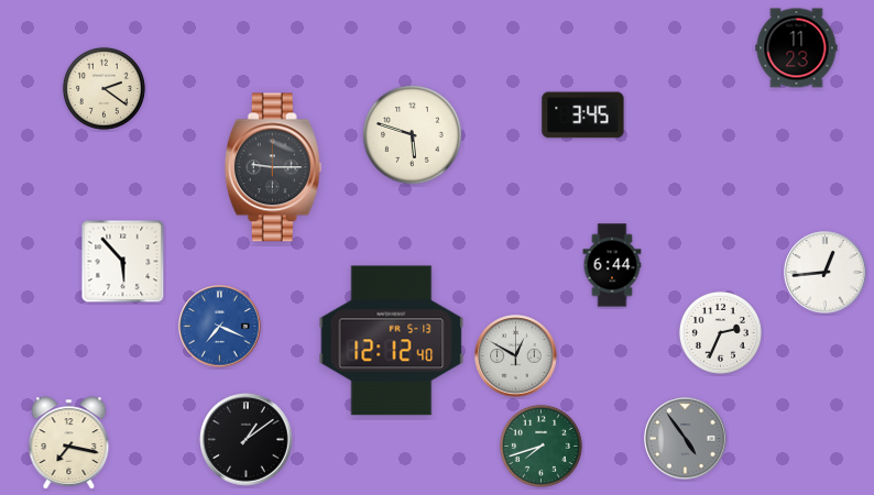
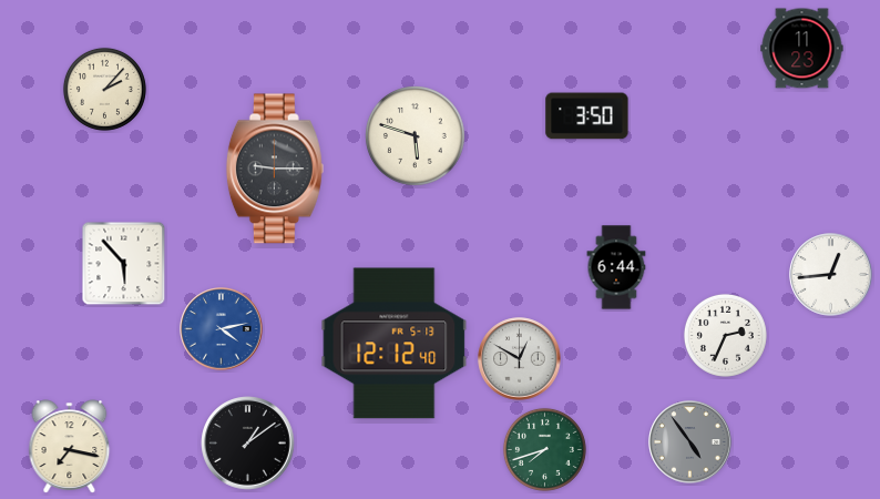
clock at (103, 88): 2:21 -> 2:07
clock at (583, 116): 3:45 -> 3:50
clock at (220, 327): 7:19 -> 4:13
